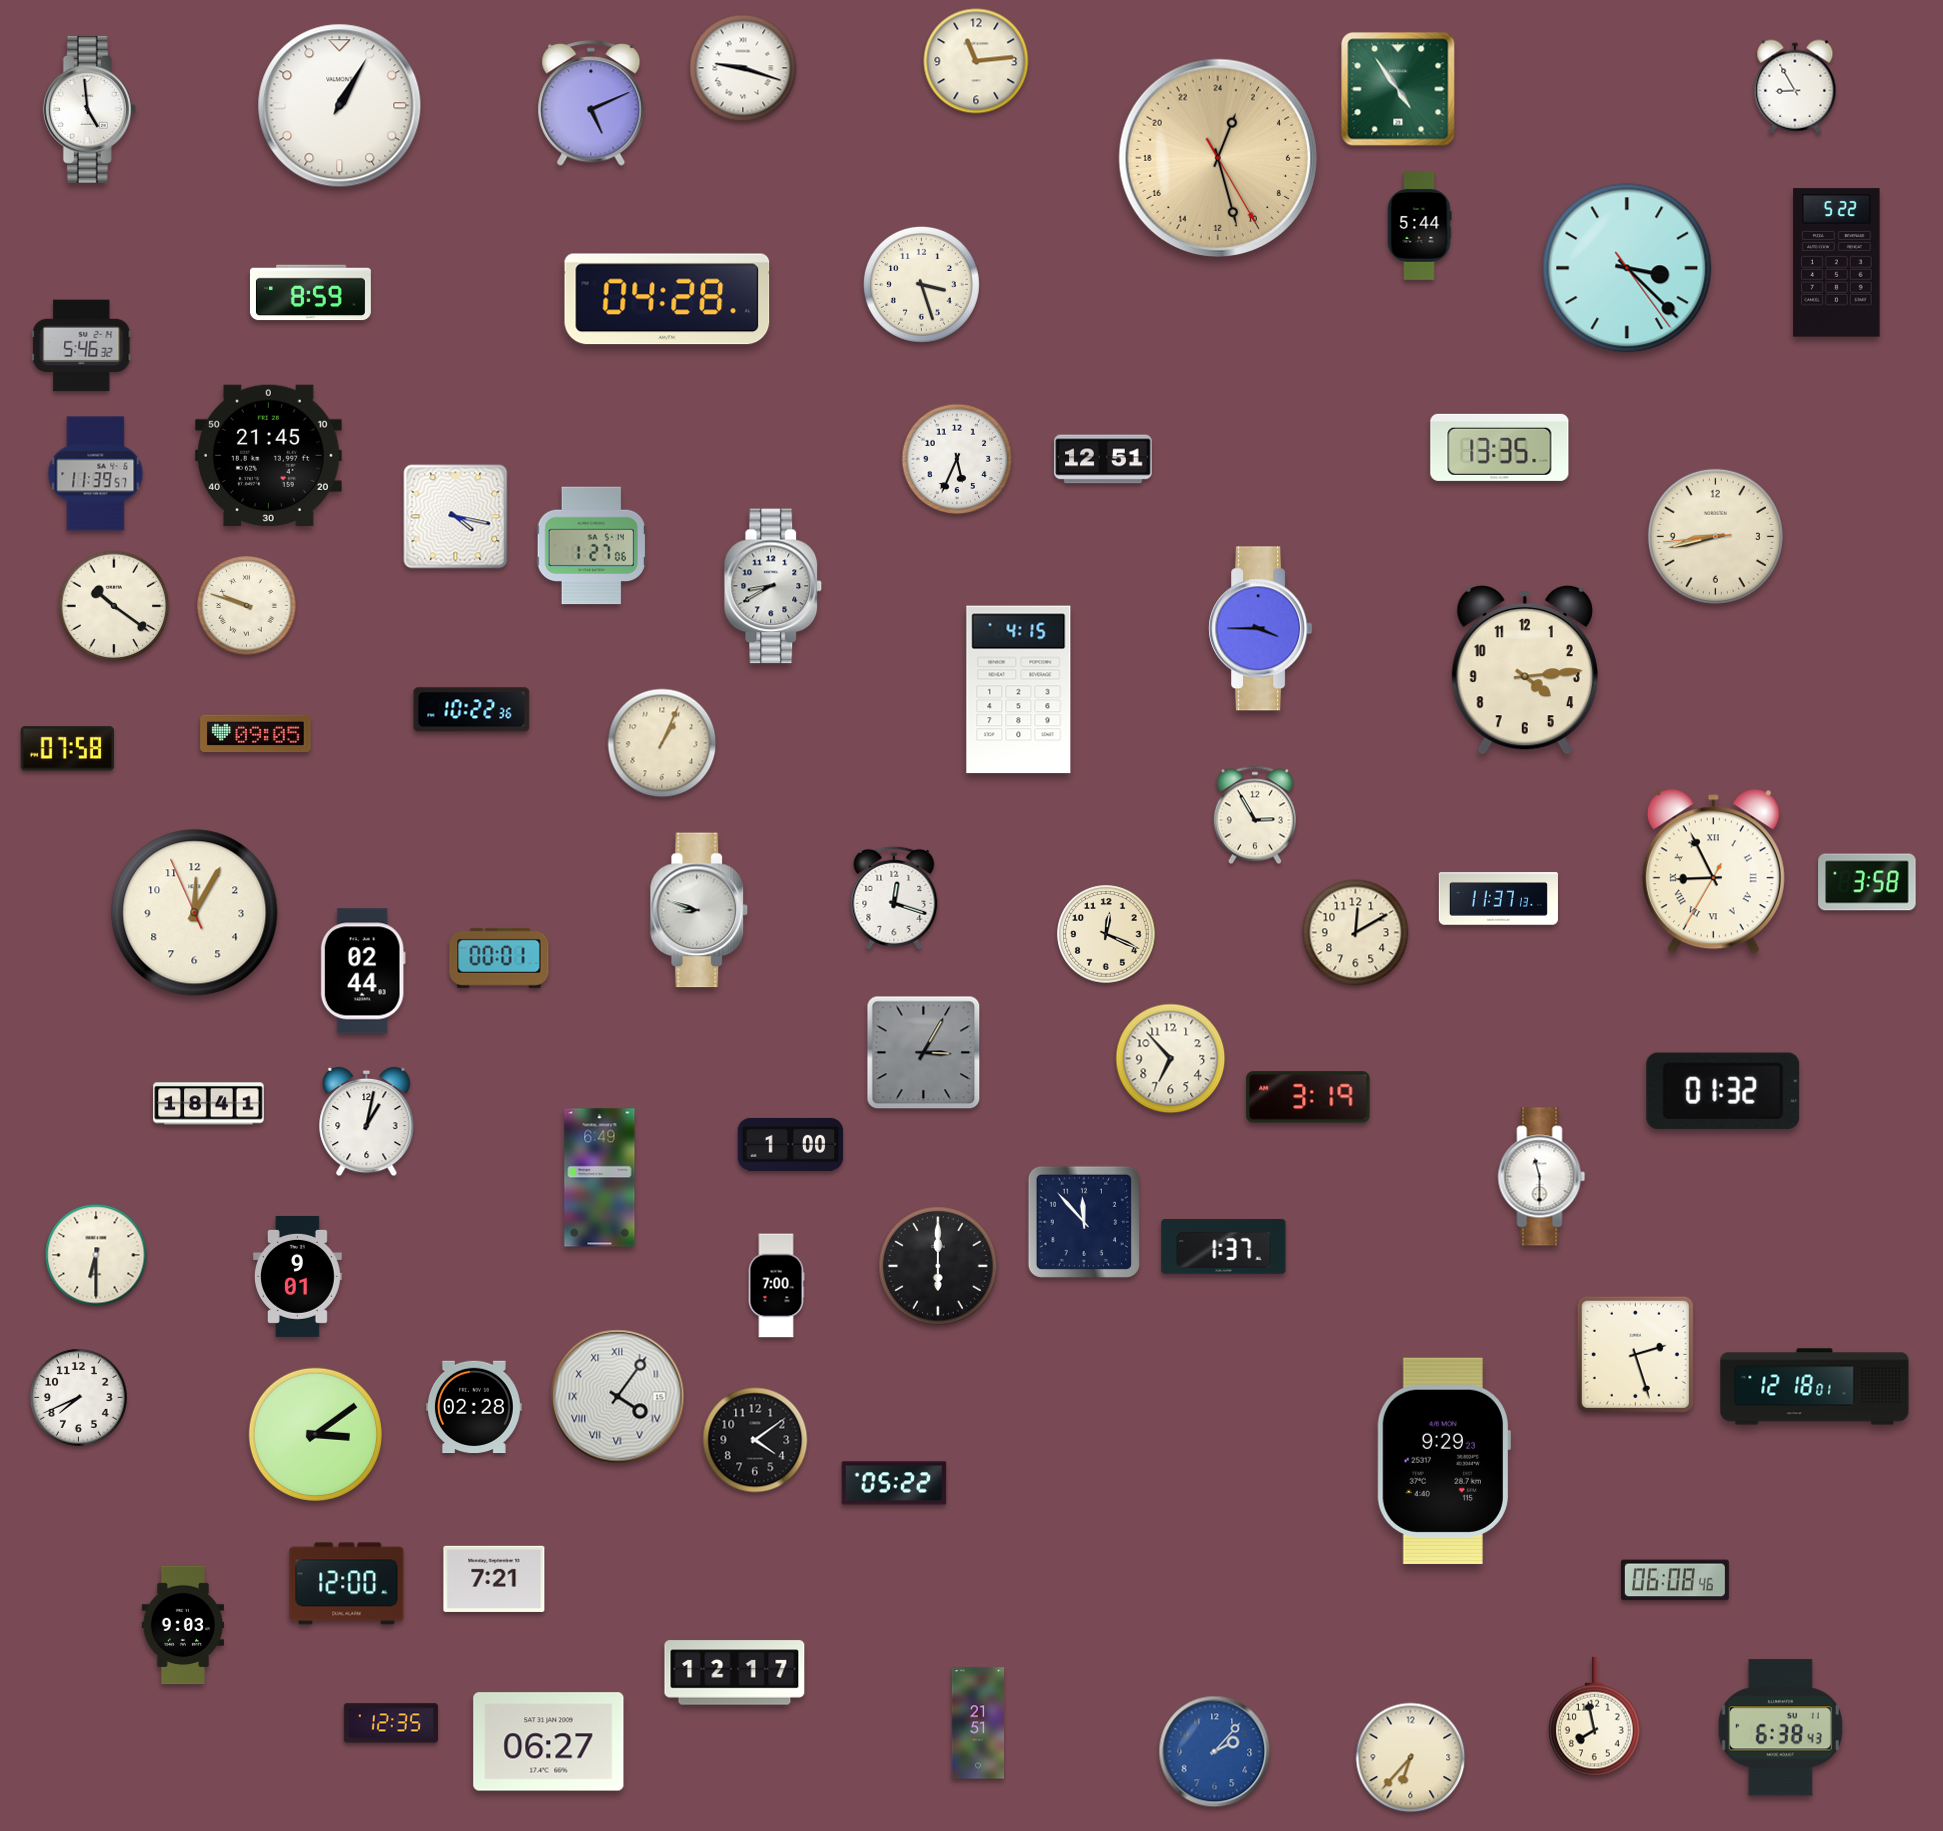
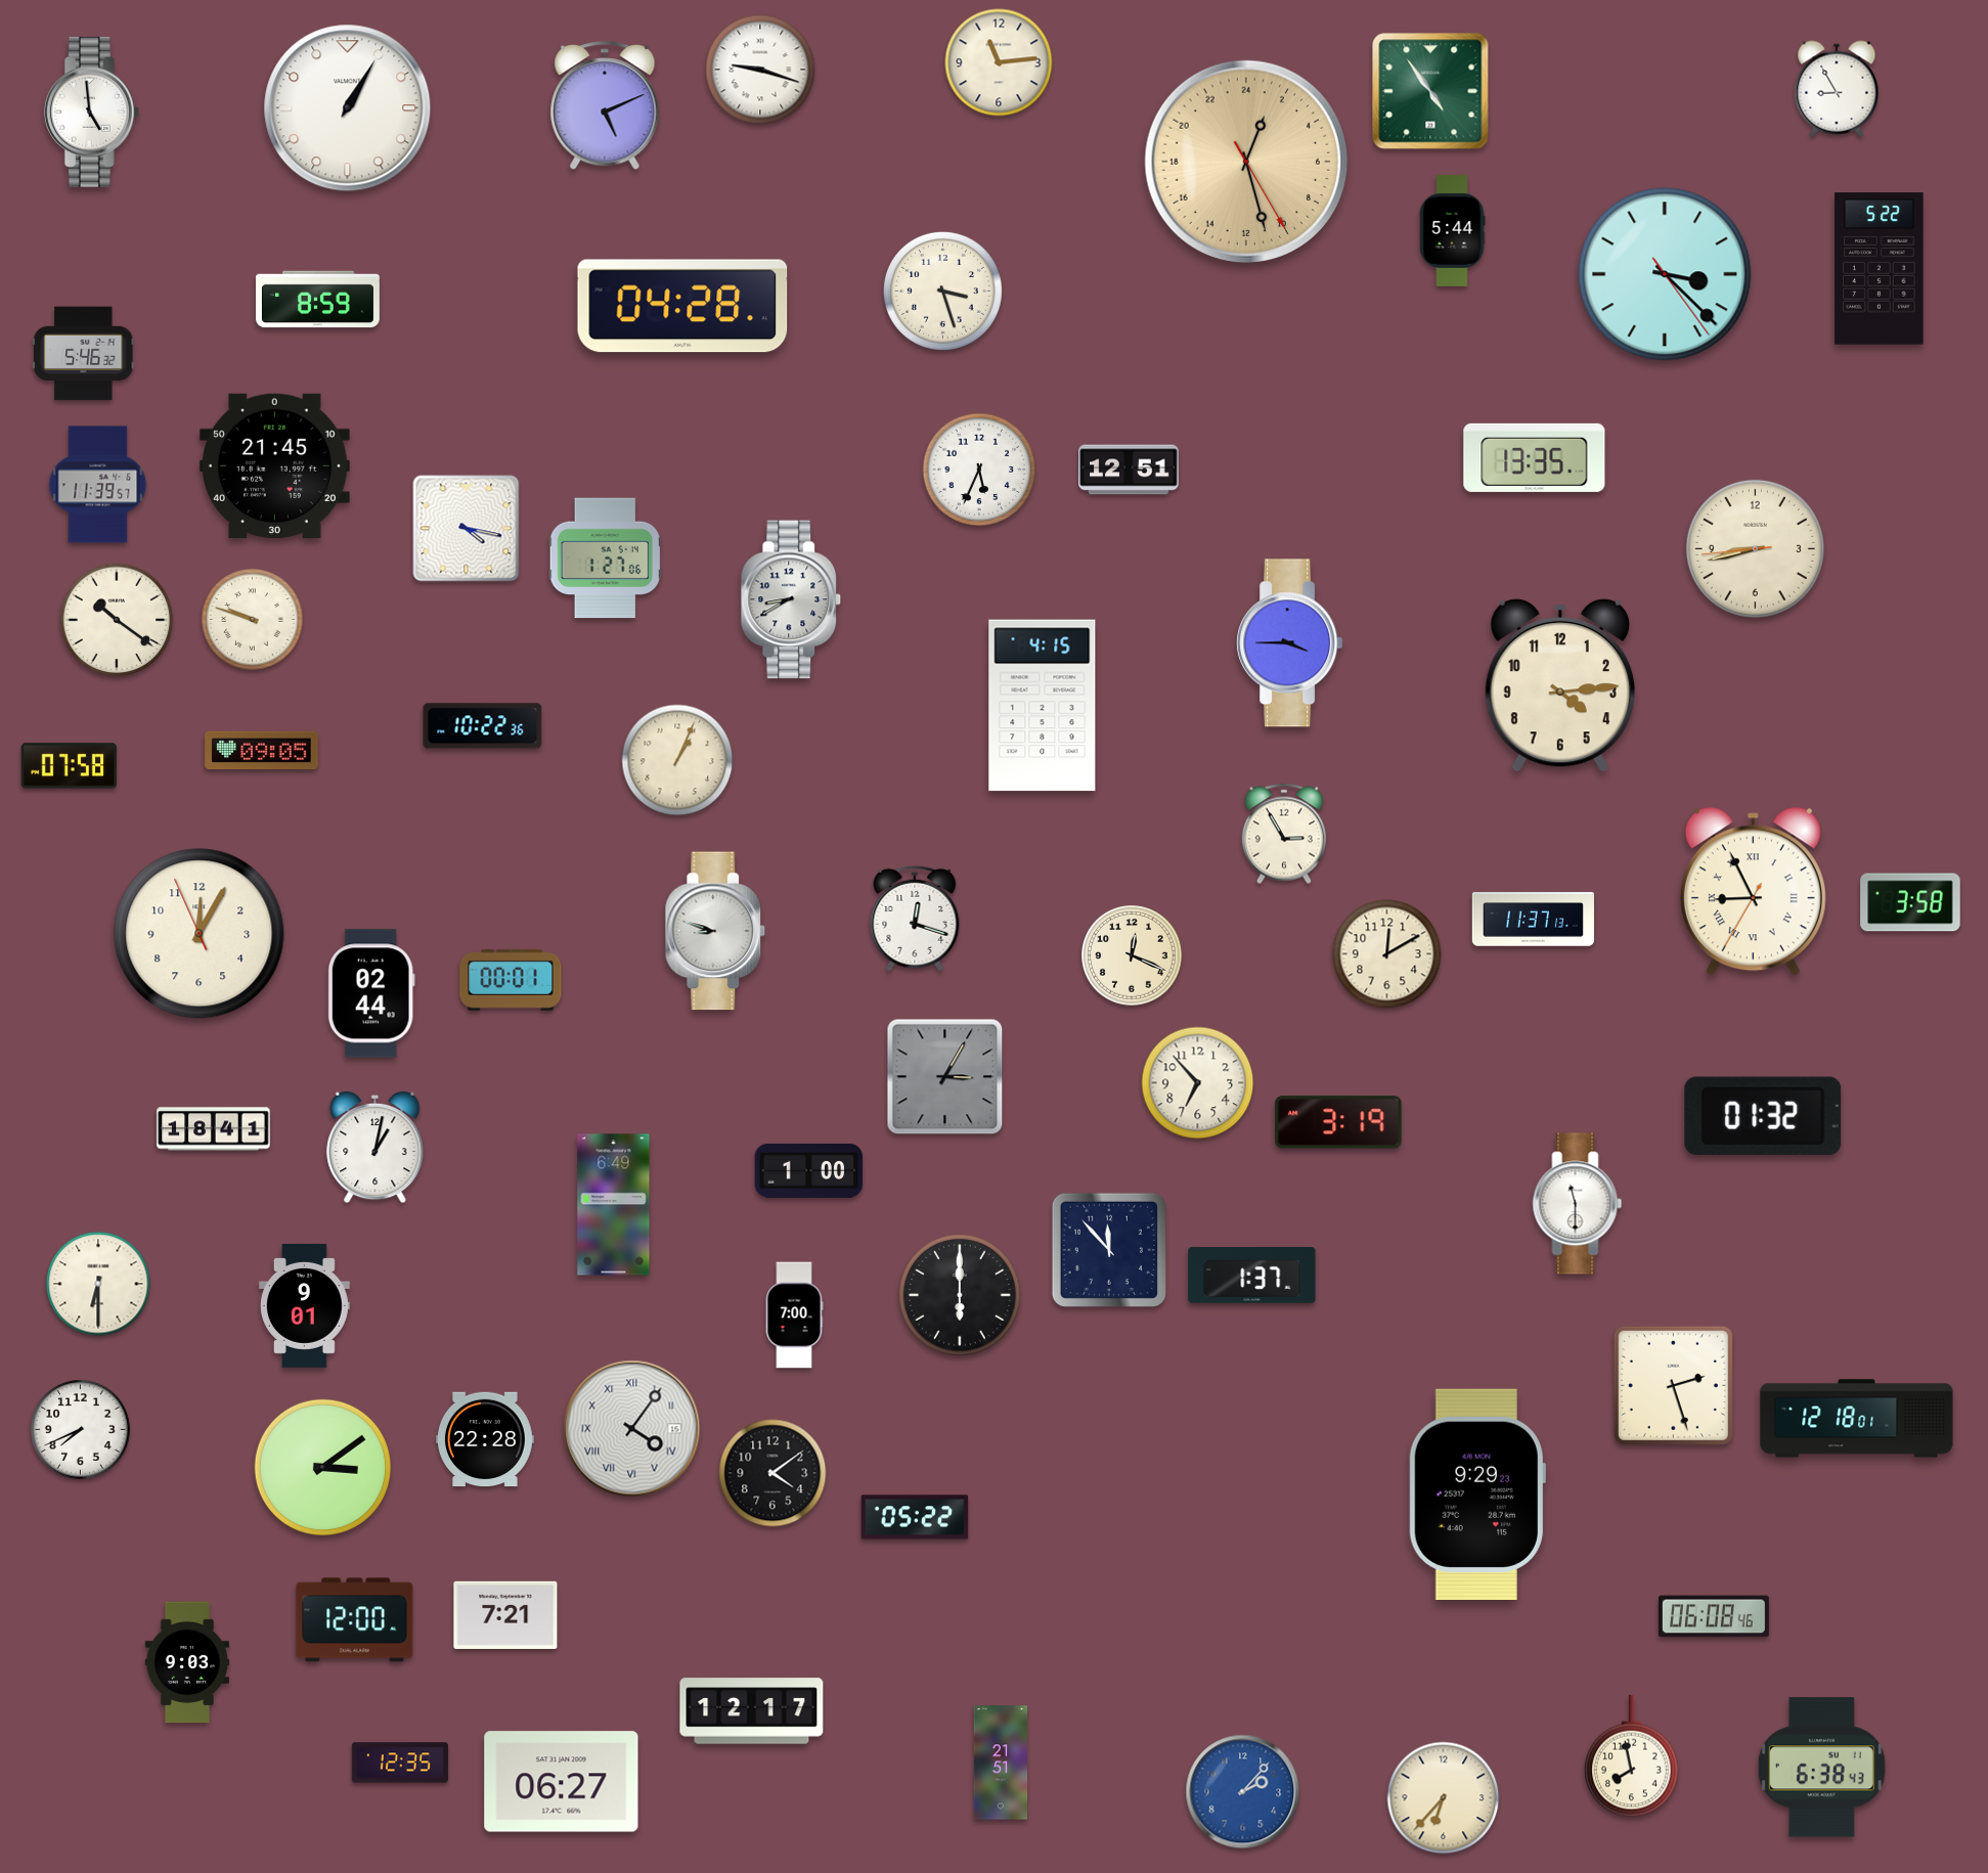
clock at (474, 1407): 02:28 -> 22:28
